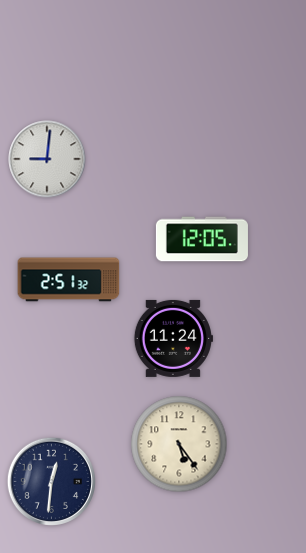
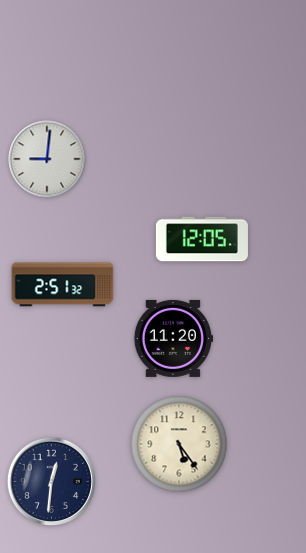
clock at (69, 280) position: (69, 280) -> (63, 285)
clock at (173, 338): 11:24 -> 11:20
